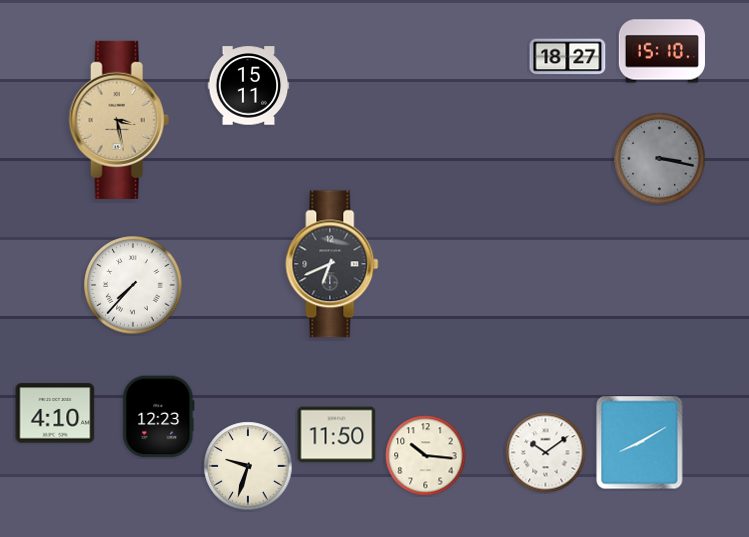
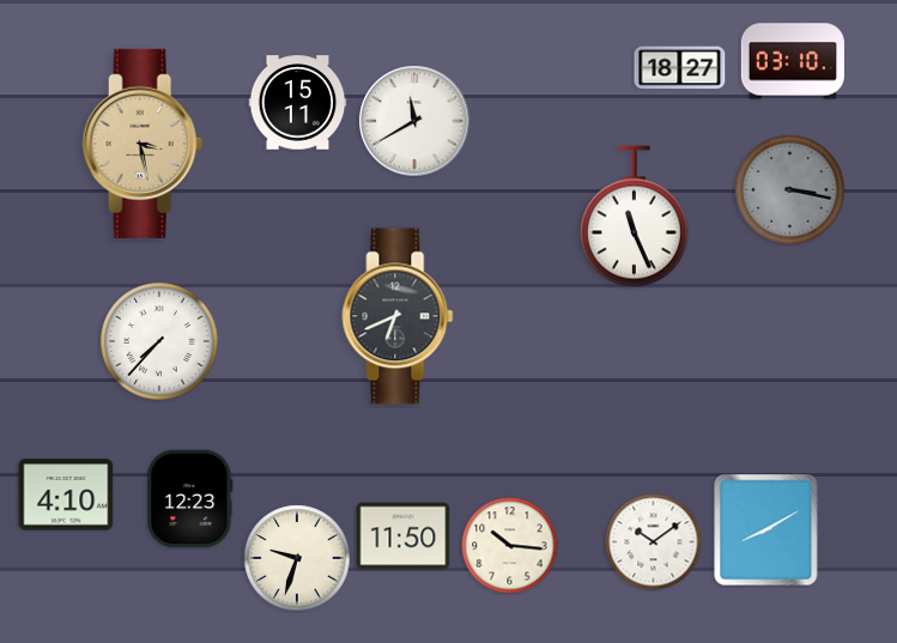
clock at (662, 51): 15:10 -> 03:10
clock at (414, 121): none -> 11:40
clock at (634, 217): none -> 11:26
clock at (337, 435) position: (337, 435) -> (404, 536)
